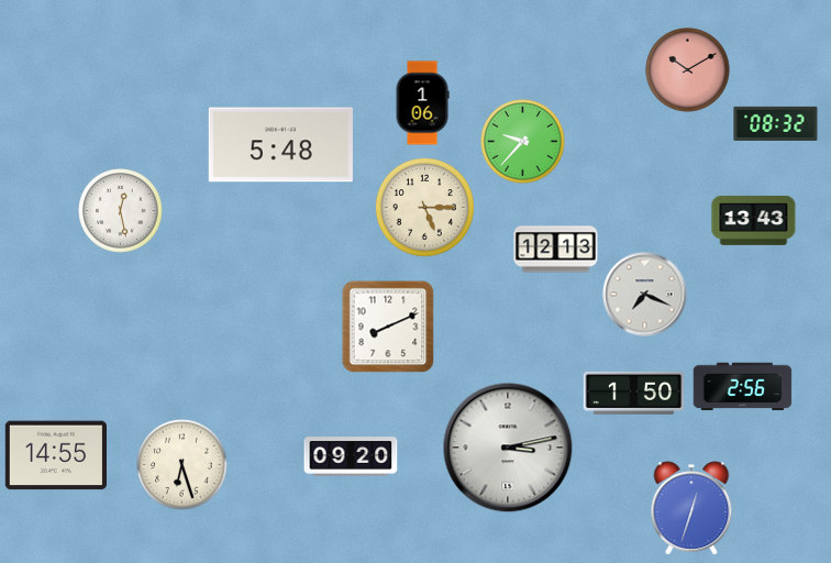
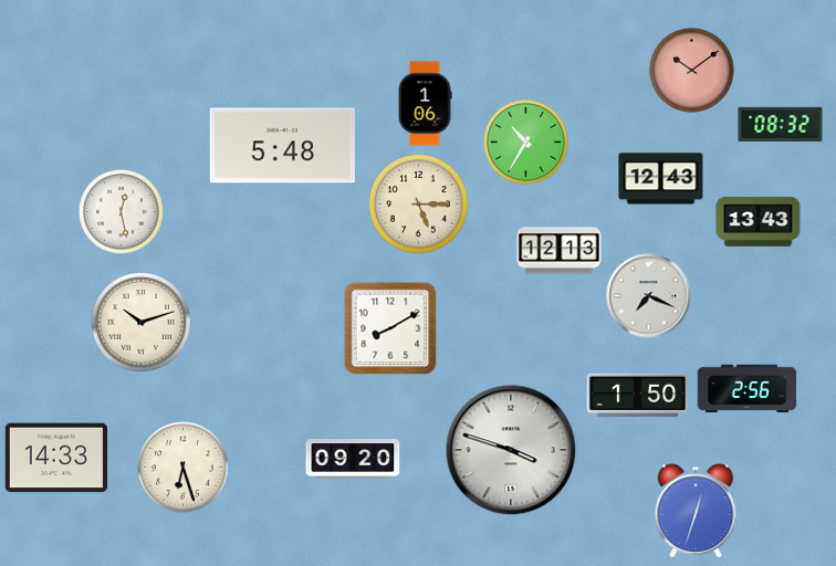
clock at (688, 70): 10:10 -> 10:09
clock at (523, 142): 9:37 -> 10:35
clock at (661, 179): none -> 12:43
clock at (424, 207) position: (424, 207) -> (418, 203)
clock at (140, 322): none -> 10:12
clock at (388, 327): 8:11 -> 8:10
clock at (508, 448): 3:13 -> 3:48
clock at (55, 455): 14:55 -> 14:33
